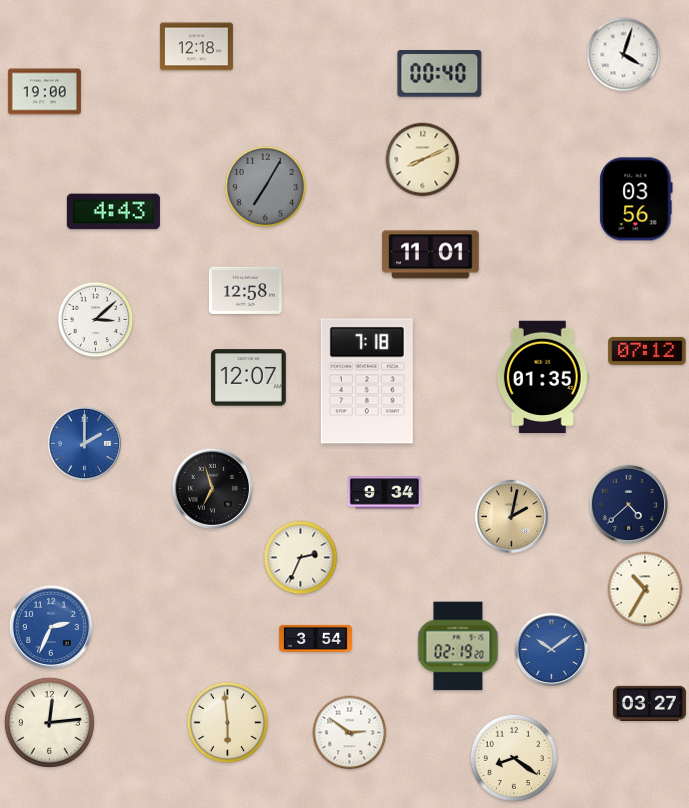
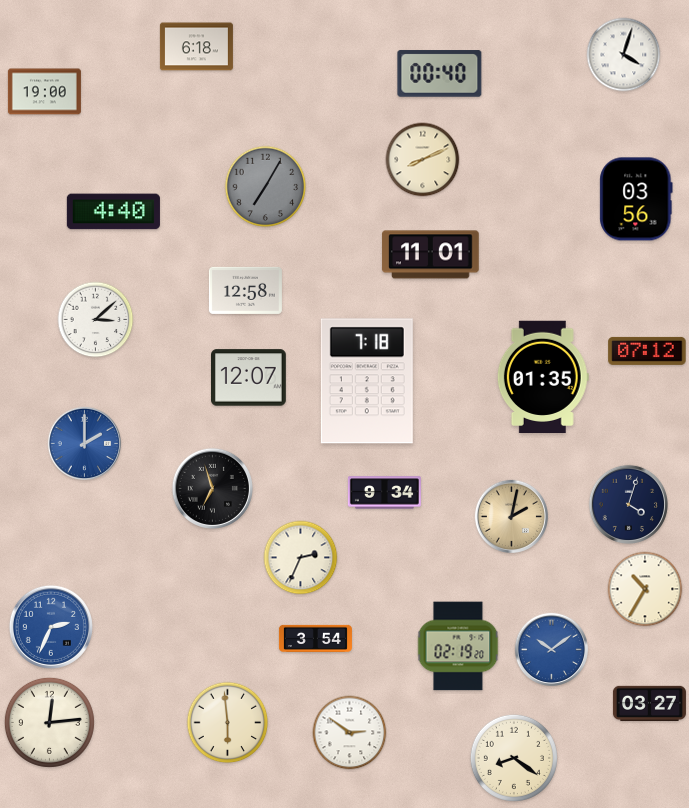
clock at (196, 47): 12:18 -> 6:18
clock at (113, 212): 4:43 -> 4:40
clock at (628, 504): 4:38 -> 4:03
